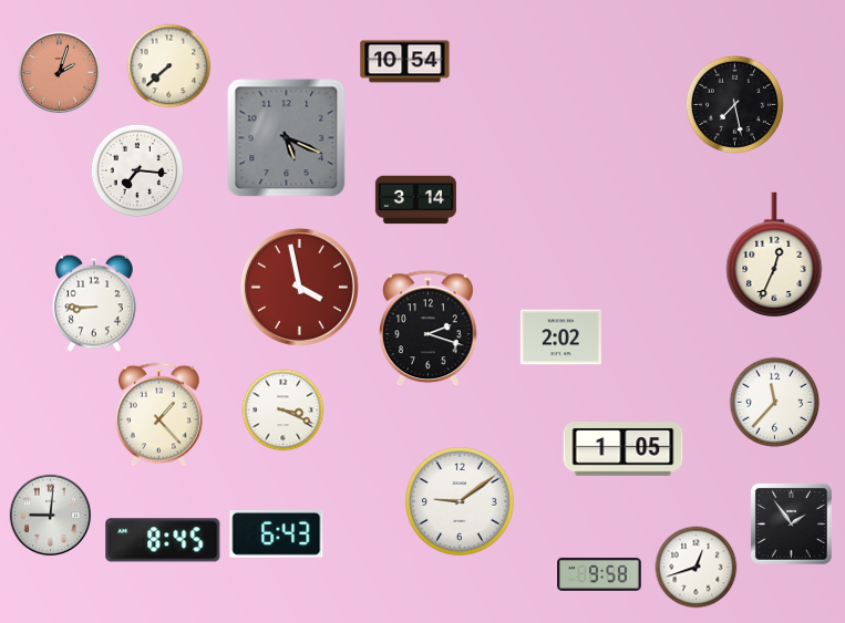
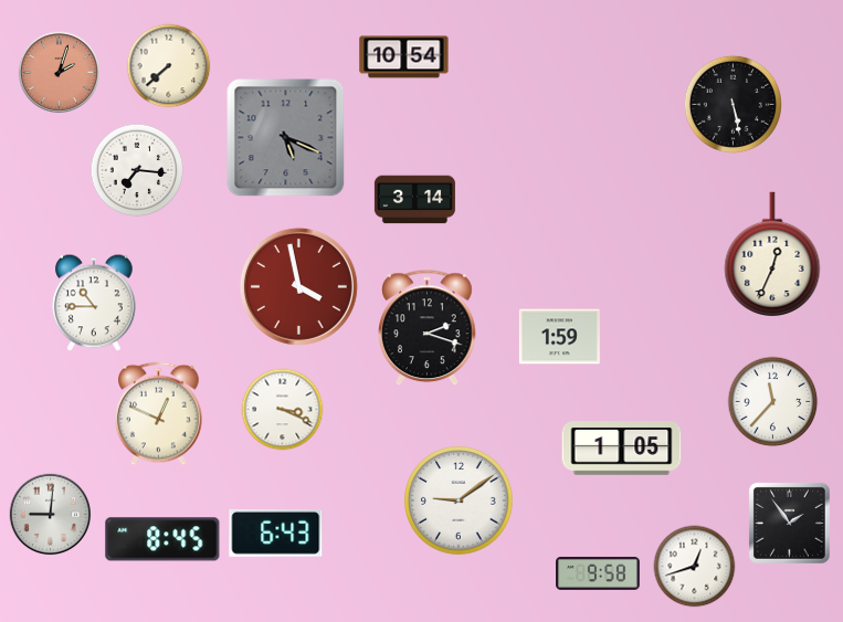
clock at (405, 62) position: (405, 62) -> (404, 57)
clock at (734, 104): 7:28 -> 5:28
clock at (94, 303): 8:45 -> 10:45
clock at (560, 338): 2:02 -> 1:59
clock at (159, 415): 1:23 -> 12:49
